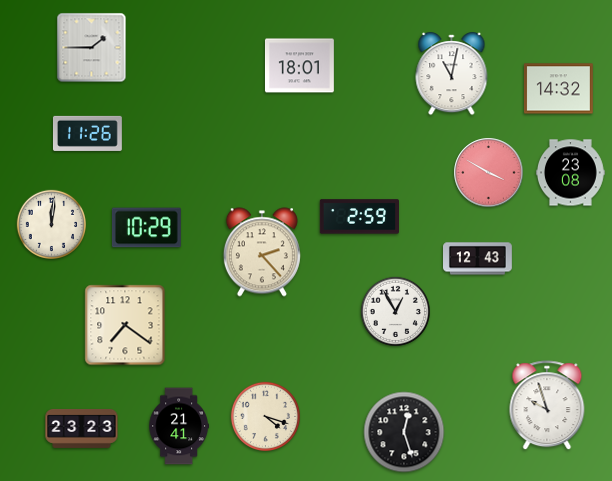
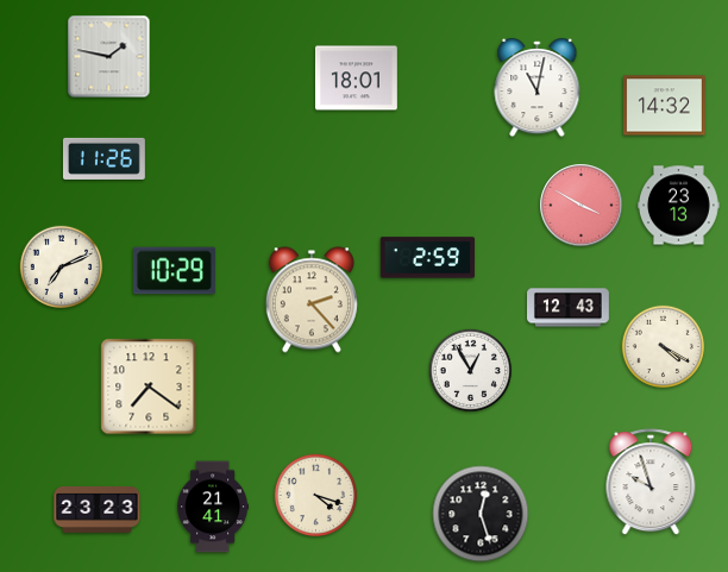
clock at (92, 48): 1:45 -> 1:47
clock at (571, 173): 23:08 -> 23:13
clock at (51, 224): 12:01 -> 7:11
clock at (663, 346): none -> 4:20
